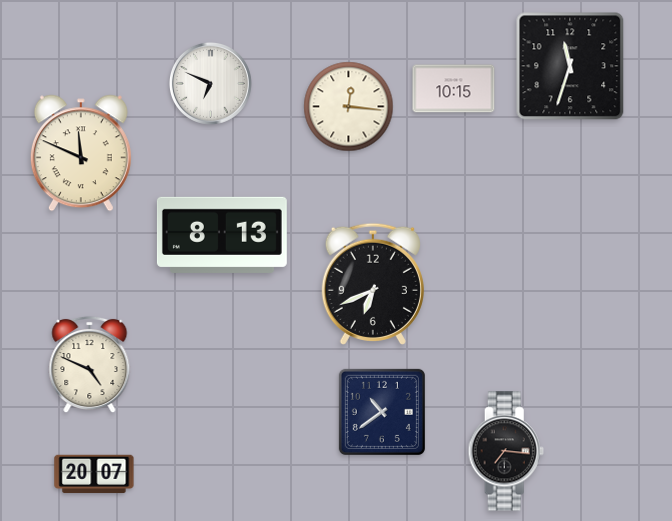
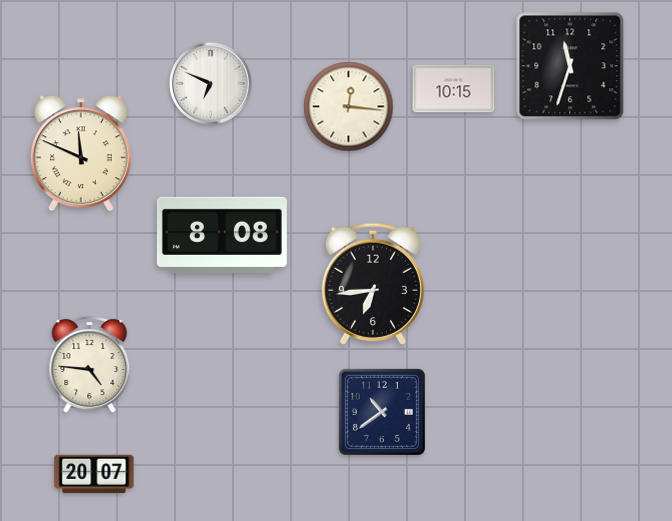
clock at (222, 235): 8:13 -> 8:08
clock at (373, 284): 6:41 -> 6:44
clock at (90, 365): 4:49 -> 4:46
clock at (506, 451): 7:16 -> none
